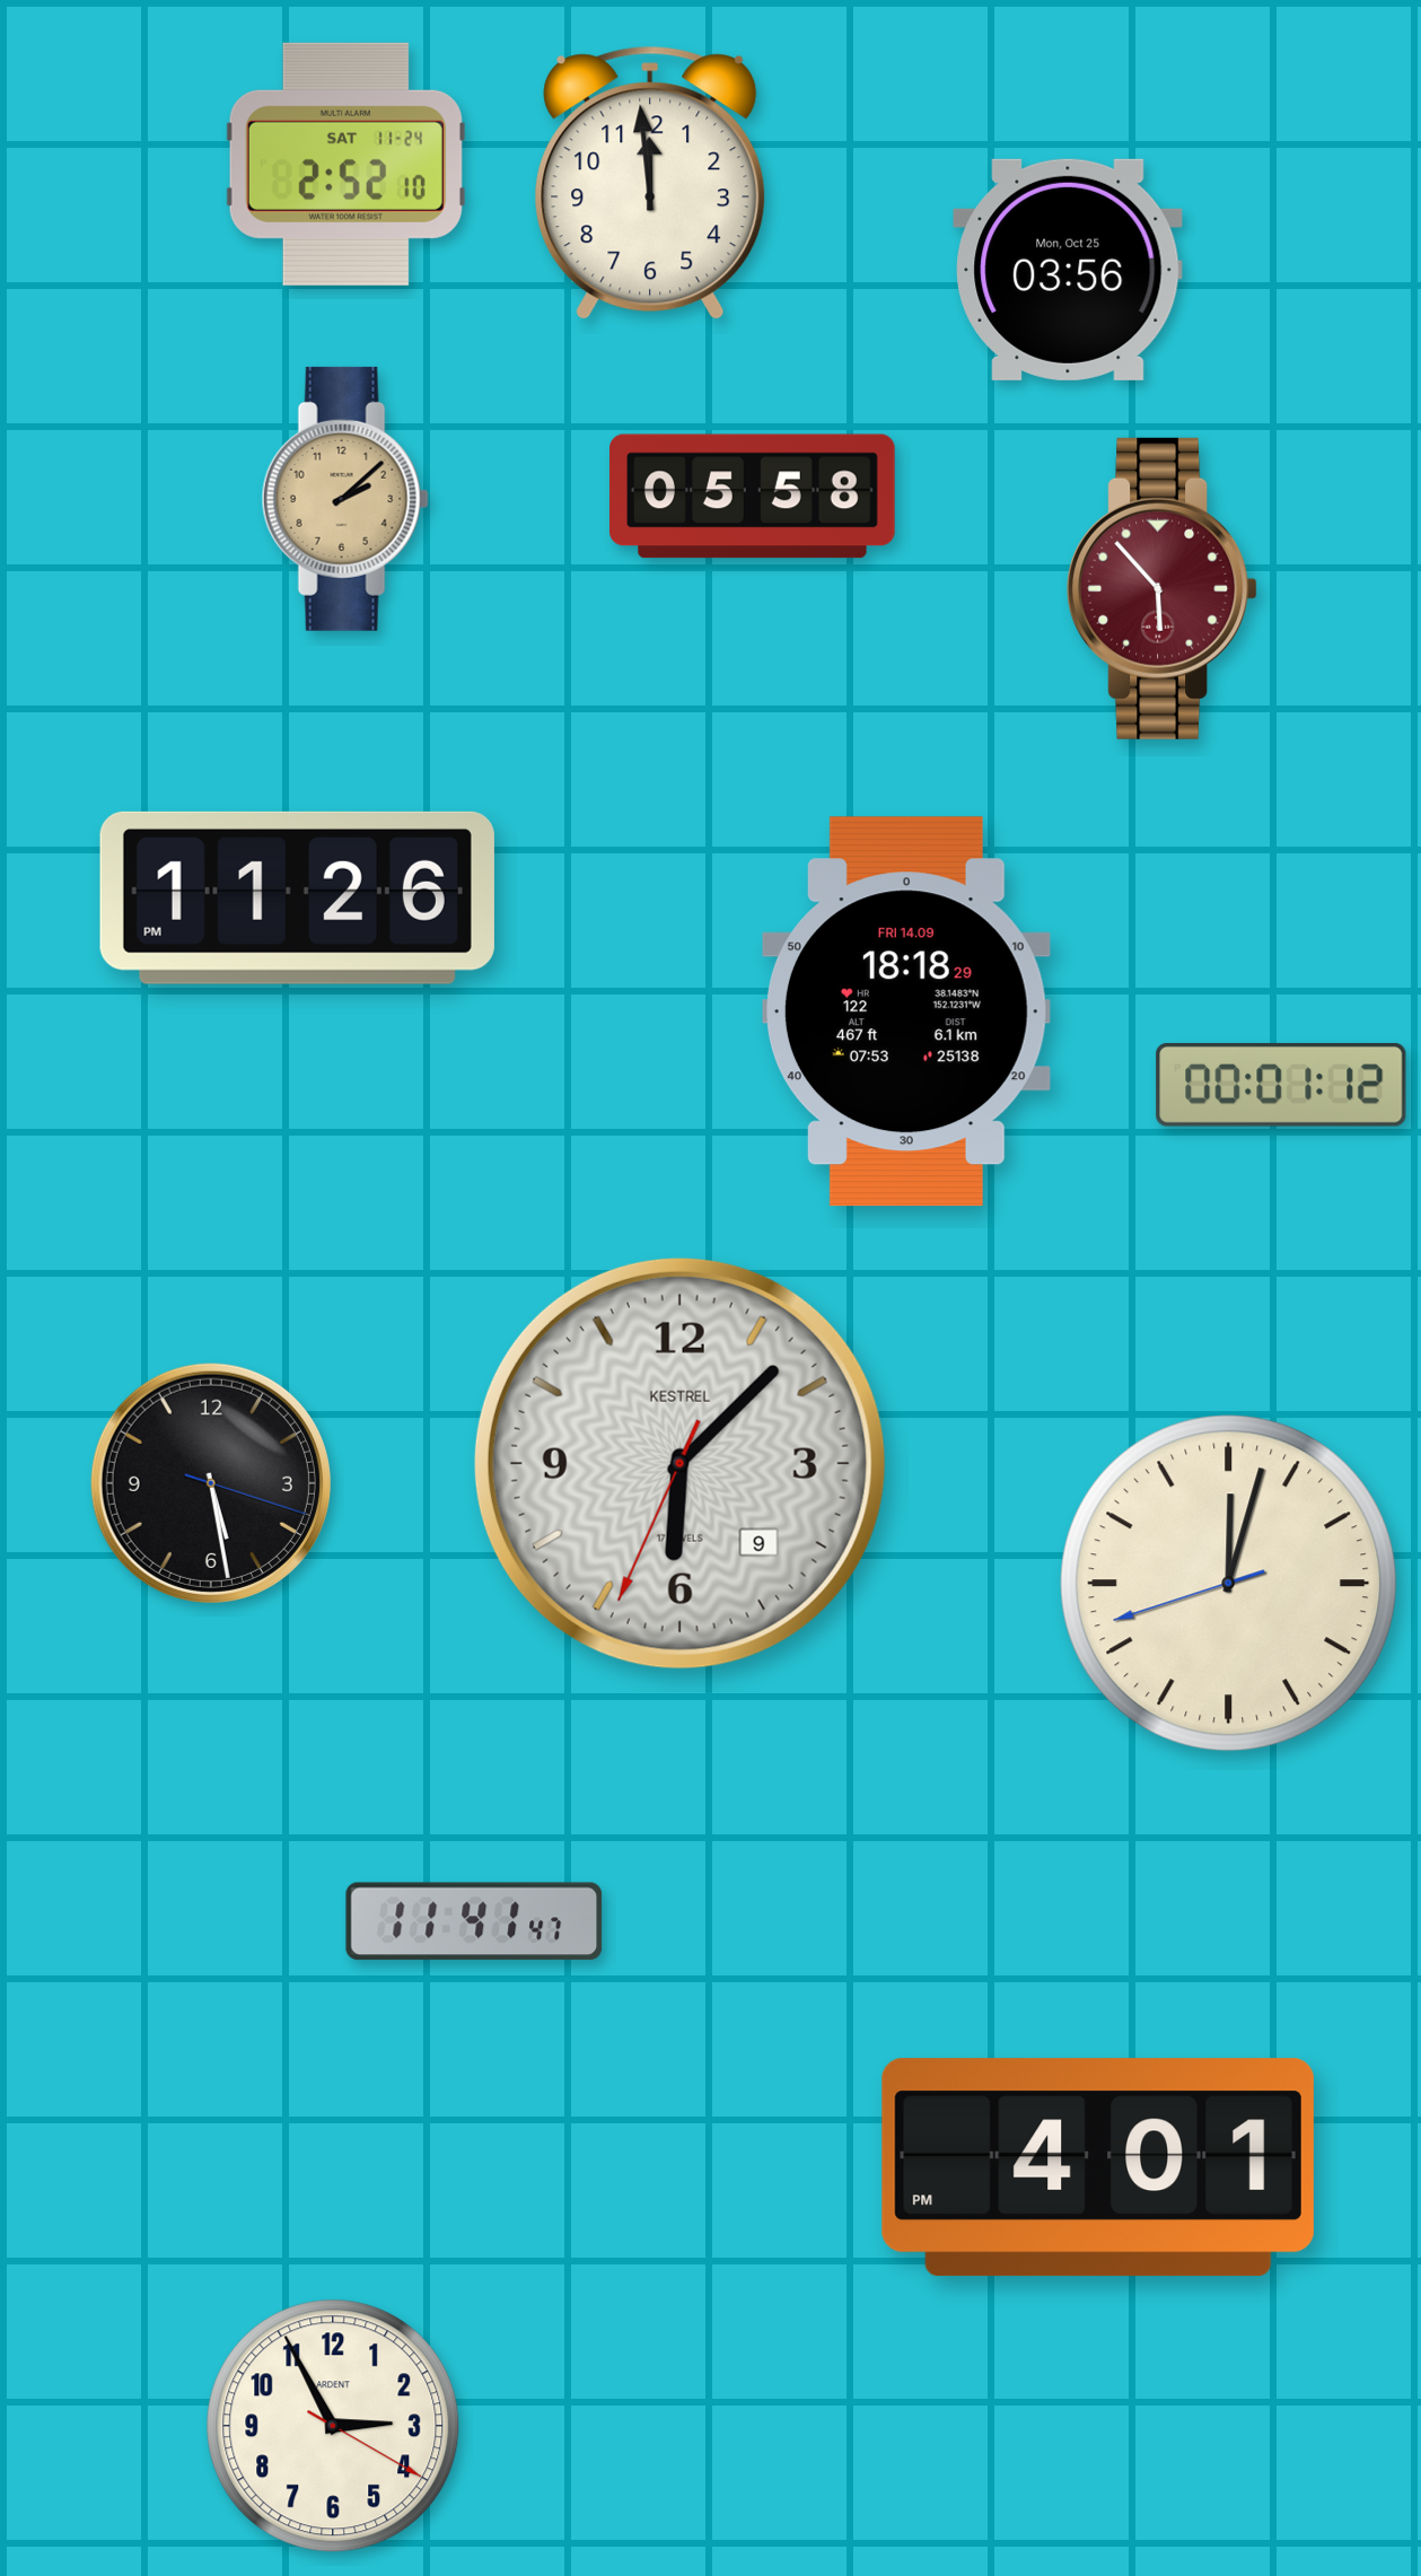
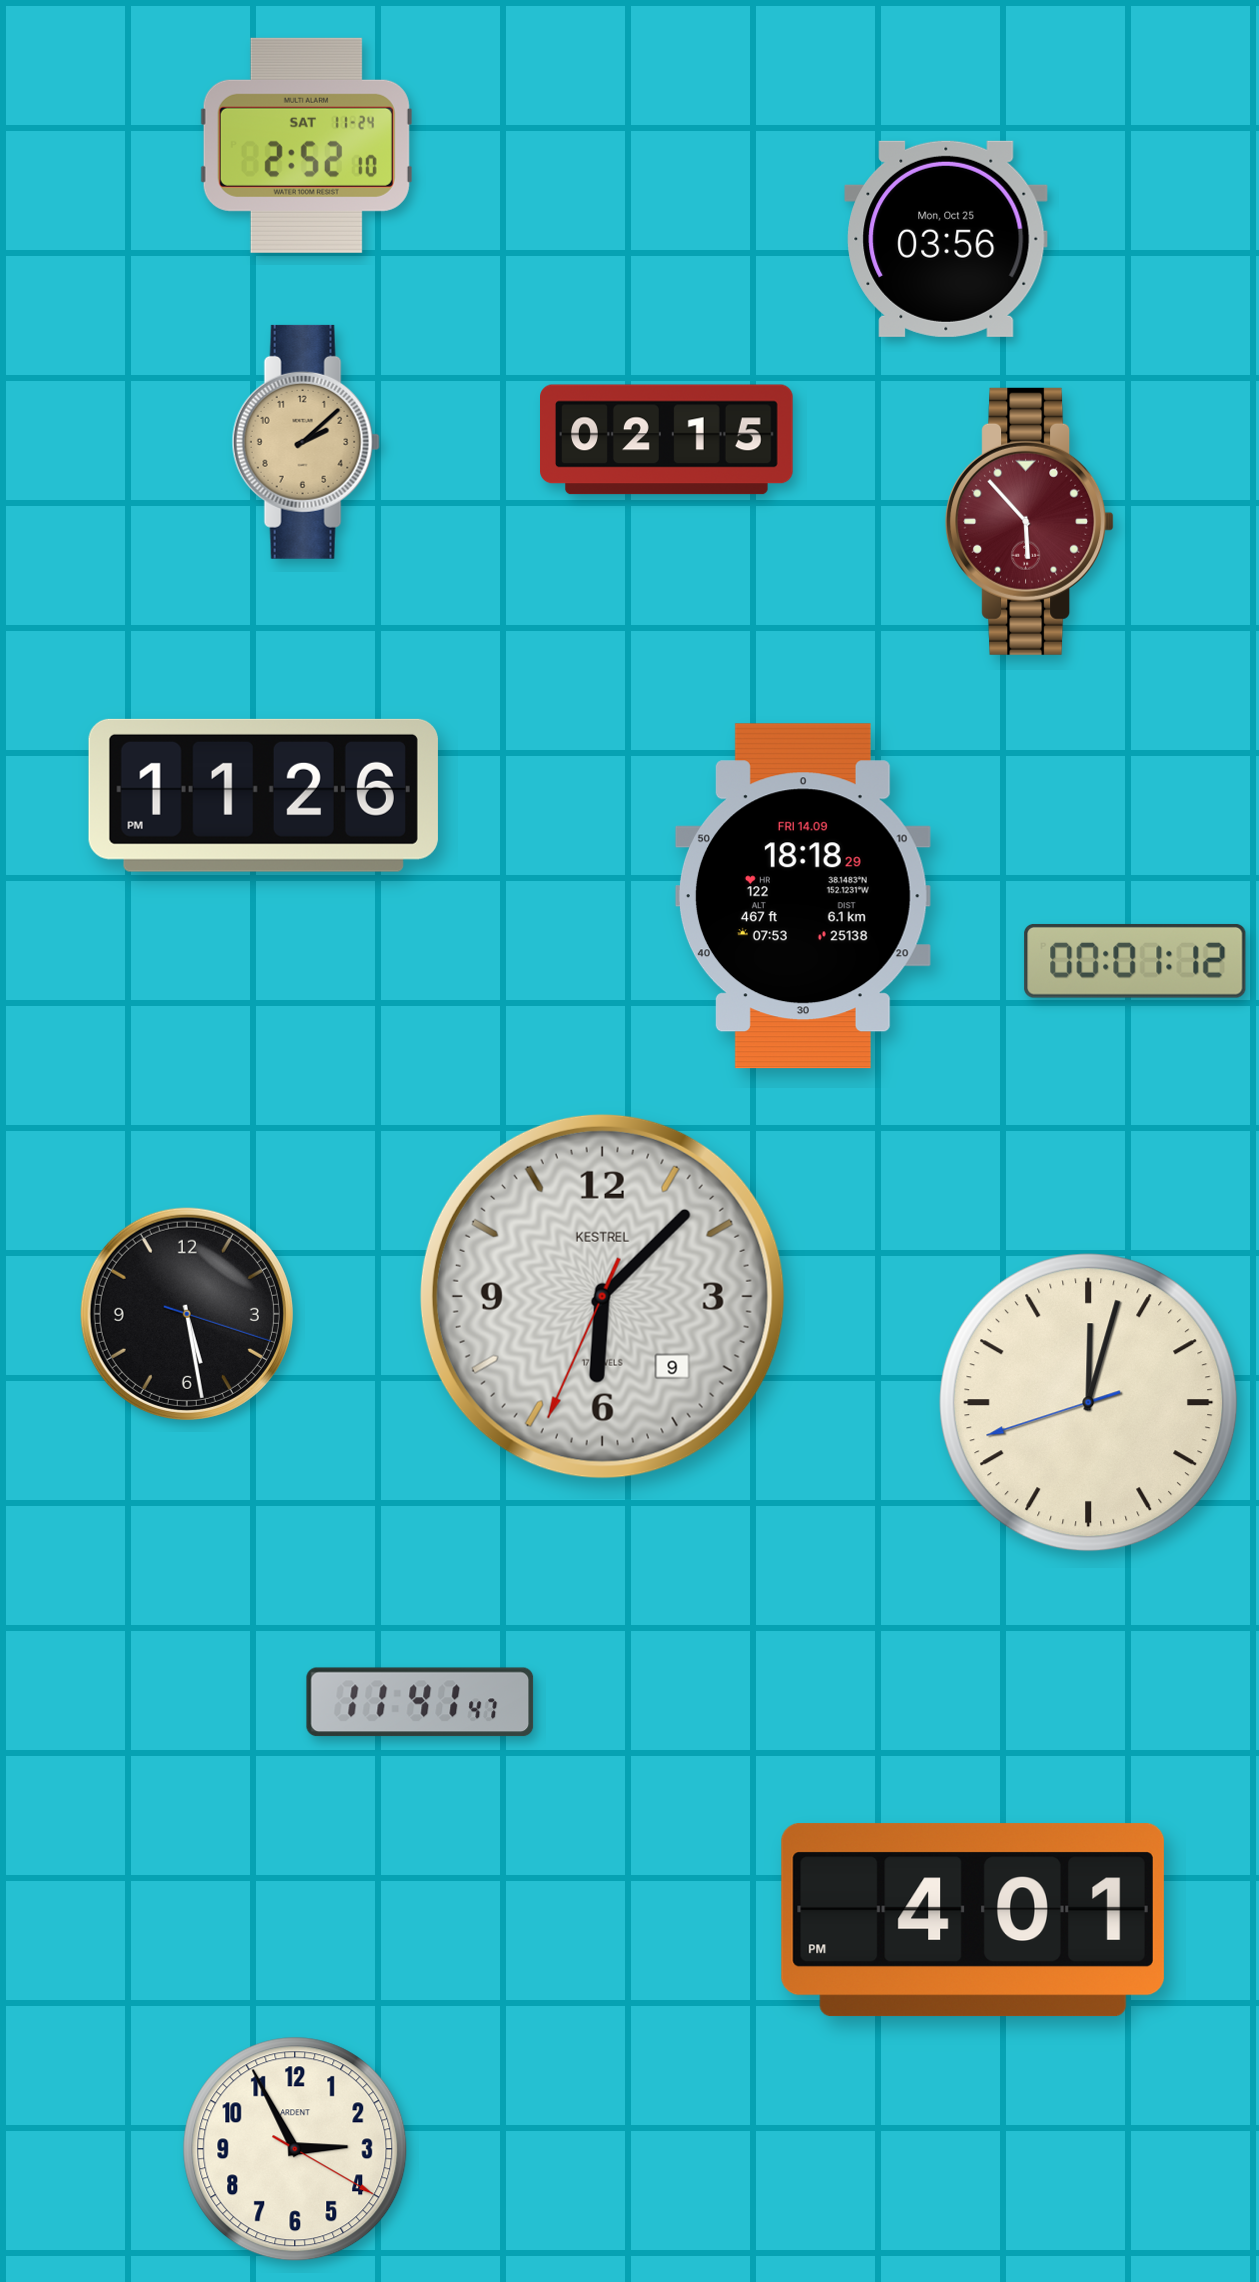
clock at (650, 183): 11:59 -> none
clock at (753, 497): 05:58 -> 02:15
